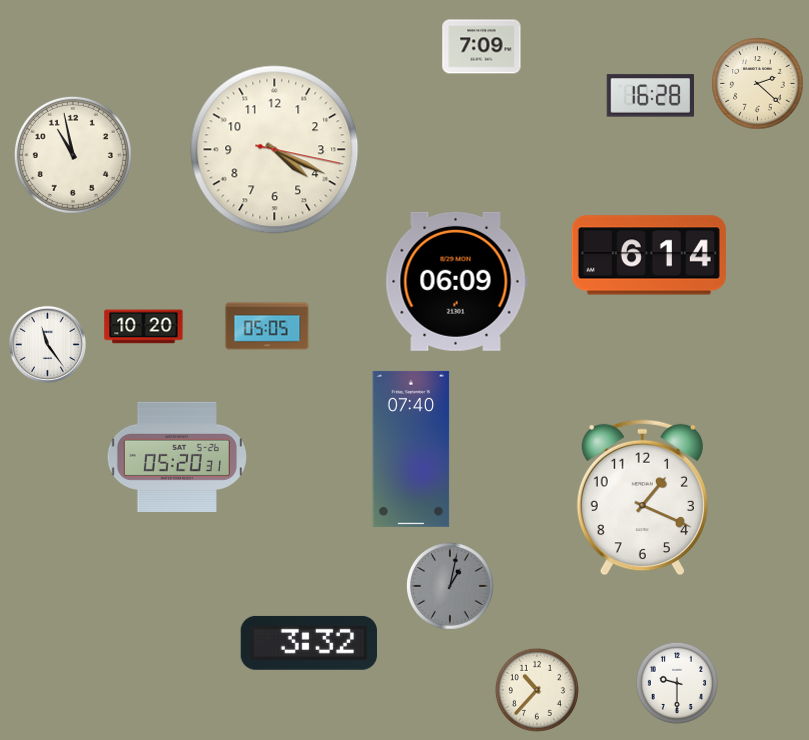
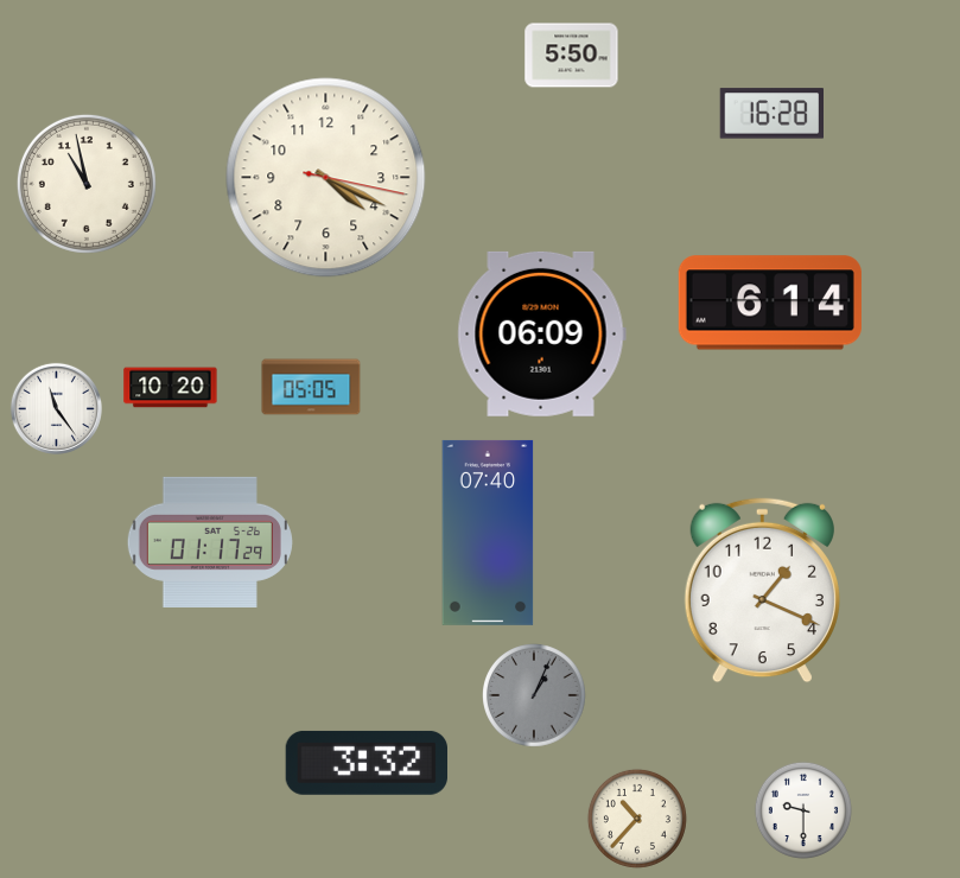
clock at (482, 47): 7:09 -> 5:50
clock at (758, 84): 2:22 -> none
clock at (267, 326) position: (267, 326) -> (311, 387)
clock at (177, 457): 05:20 -> 01:17
clock at (451, 587): 1:02 -> 1:04
